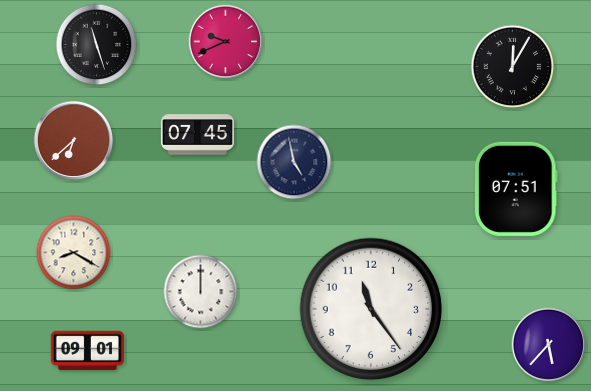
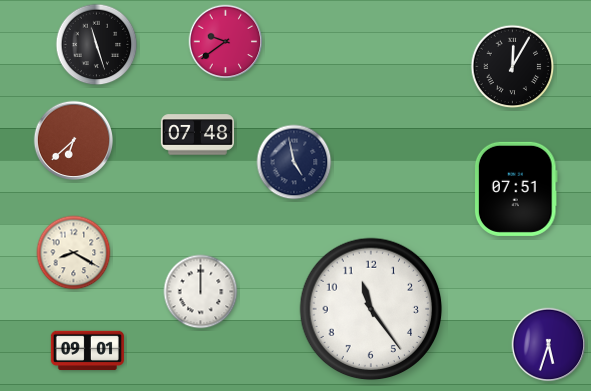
clock at (226, 42): 9:41 -> 9:39
clock at (197, 135): 07:45 -> 07:48
clock at (549, 345): 5:37 -> 5:33
